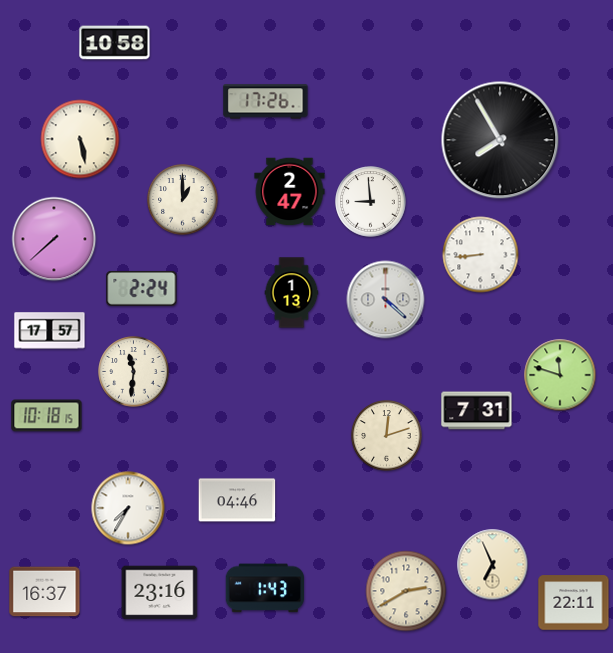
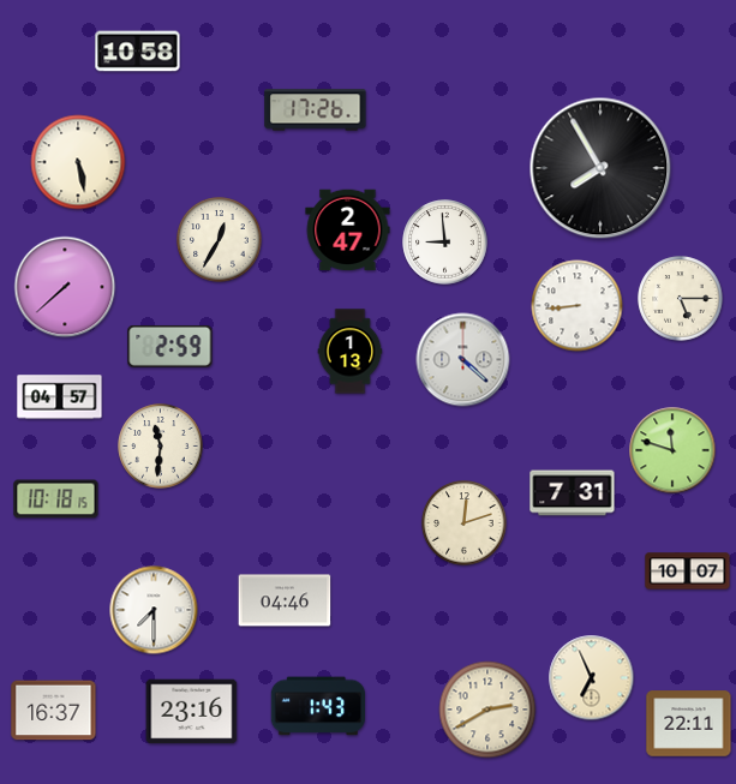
clock at (266, 102) position: (266, 102) -> (316, 110)
clock at (80, 139) position: (80, 139) -> (78, 162)
clock at (183, 200): 1:00 -> 12:35
clock at (681, 299): none -> 5:15
clock at (142, 288): 2:24 -> 2:59
clock at (50, 331): 17:57 -> 04:57
clock at (688, 571): none -> 10:07
clock at (128, 508): 7:35 -> 7:30
